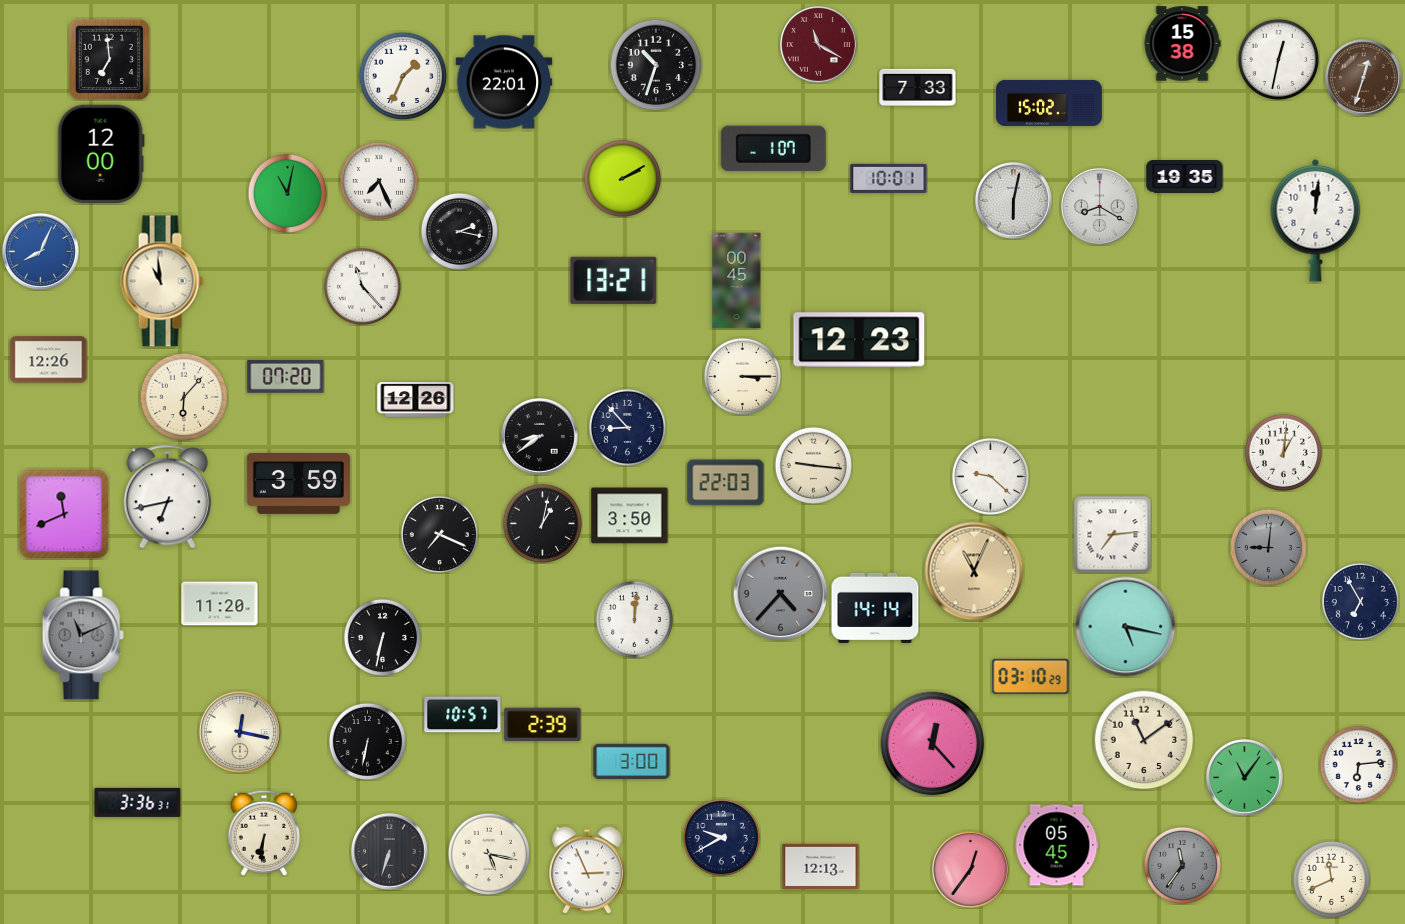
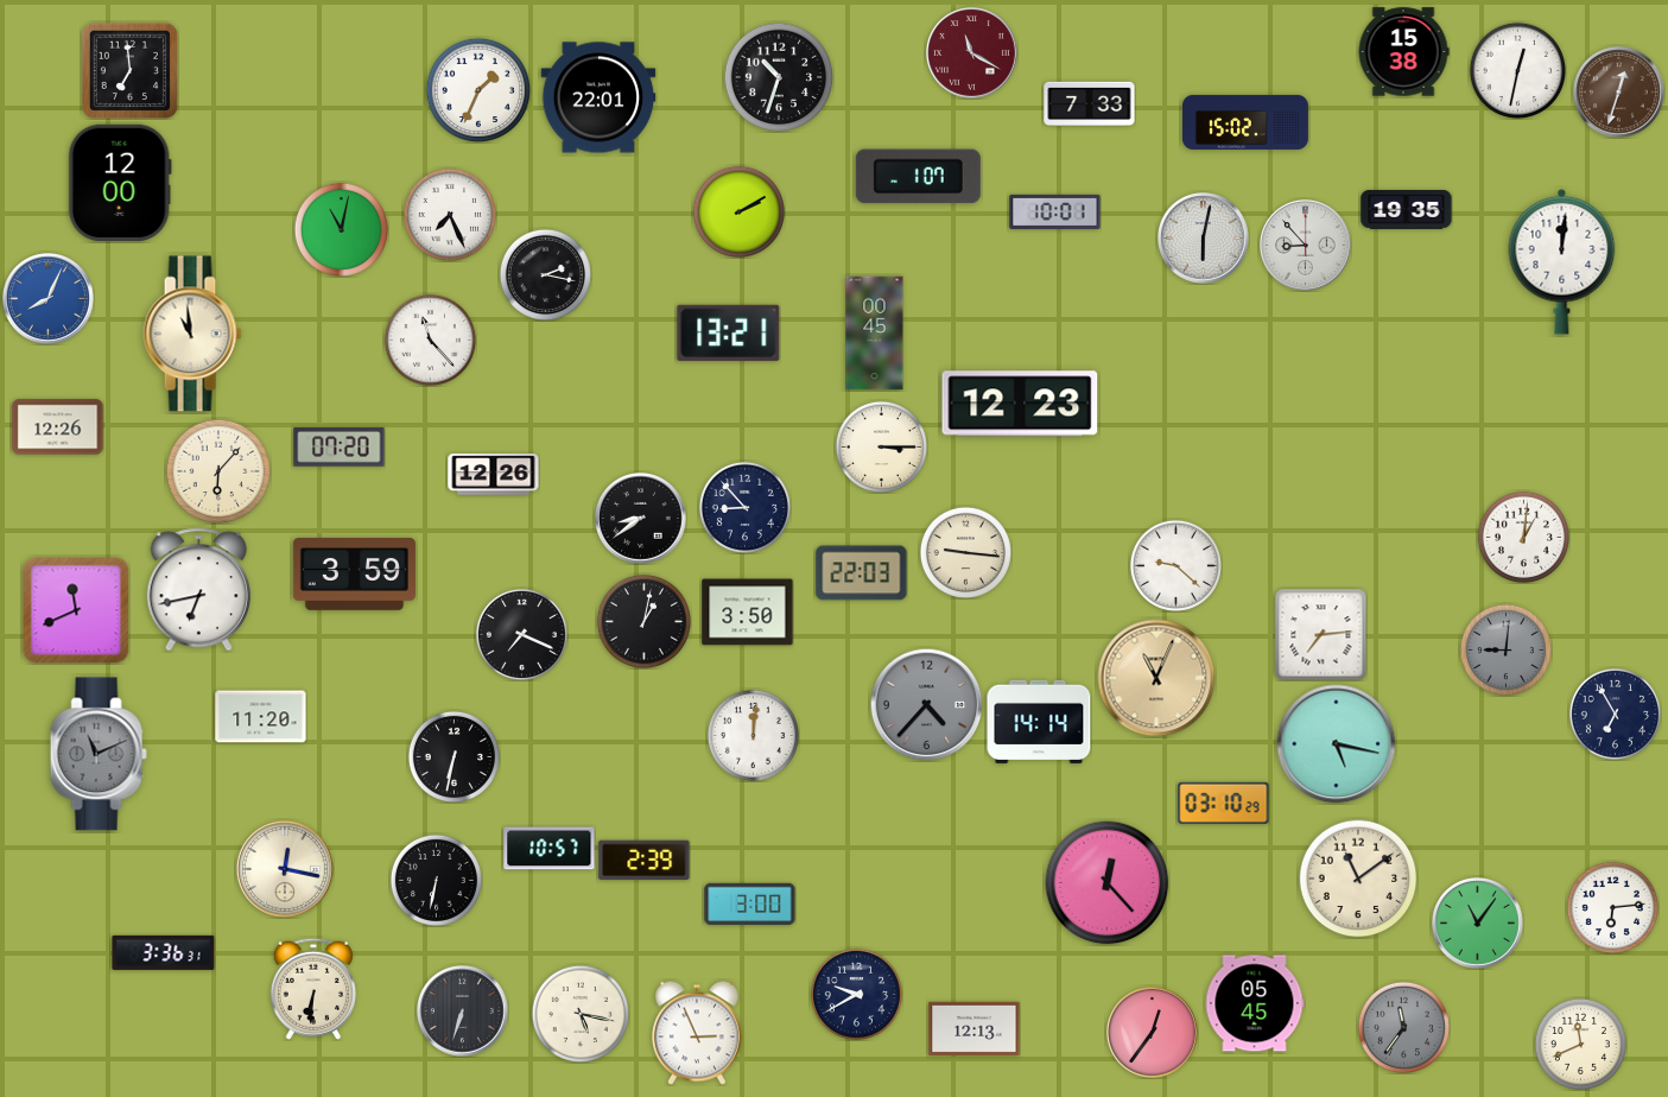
clock at (1100, 207): 8:20 -> 8:53
